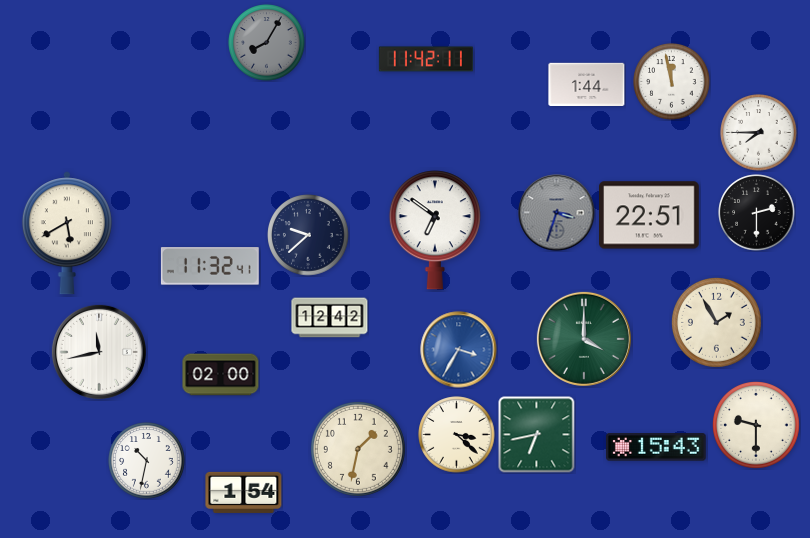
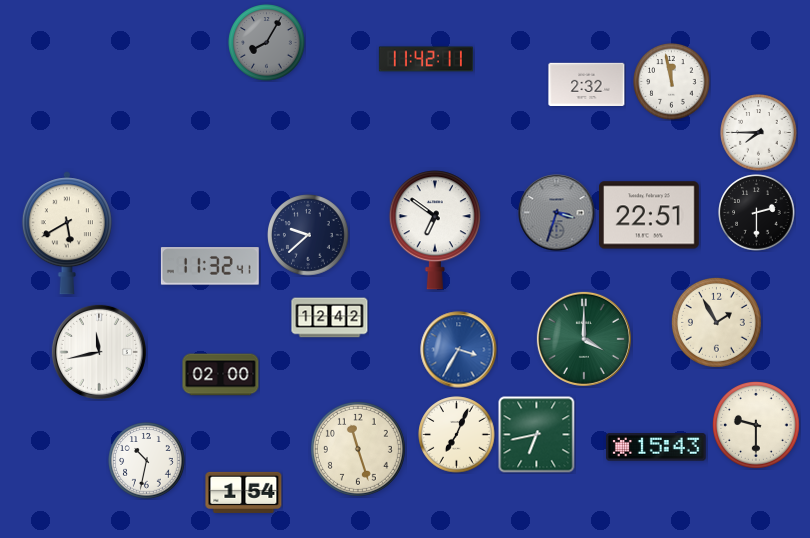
clock at (587, 84): 1:44 -> 2:32
clock at (457, 435): 3:22 -> 7:04
clock at (358, 449): 1:32 -> 11:27
